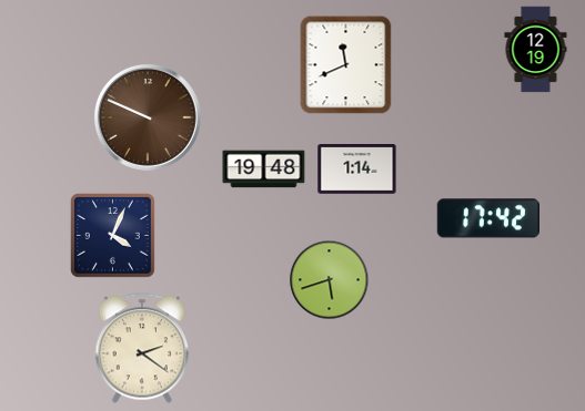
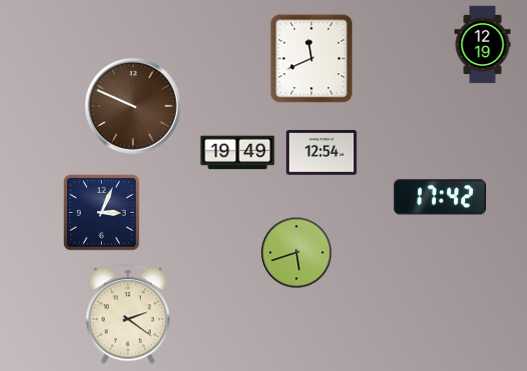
clock at (264, 169): 19:48 -> 19:49
clock at (357, 169): 1:14 -> 12:54
clock at (113, 236): 4:04 -> 3:04
